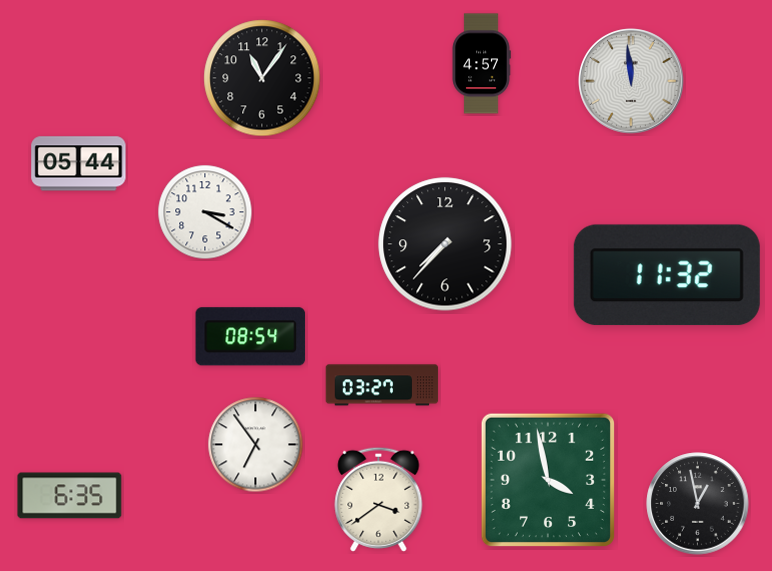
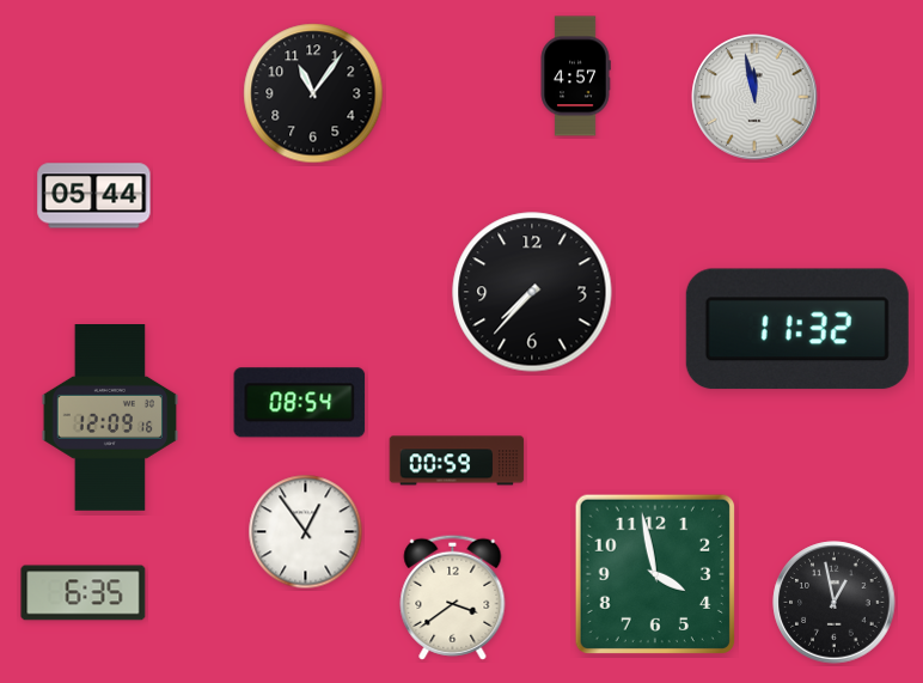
clock at (631, 81): 11:59 -> 11:58
clock at (205, 212): 3:20 -> none
clock at (110, 419): none -> 12:09
clock at (382, 385): 03:27 -> 00:59
clock at (256, 445): 6:54 -> 12:54
